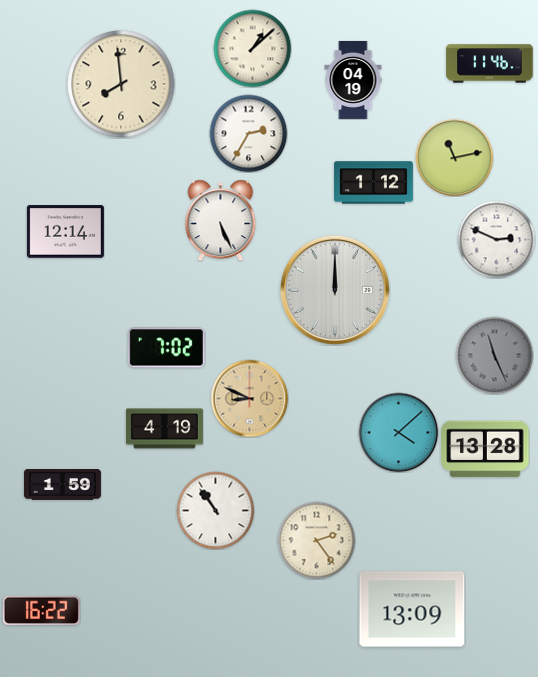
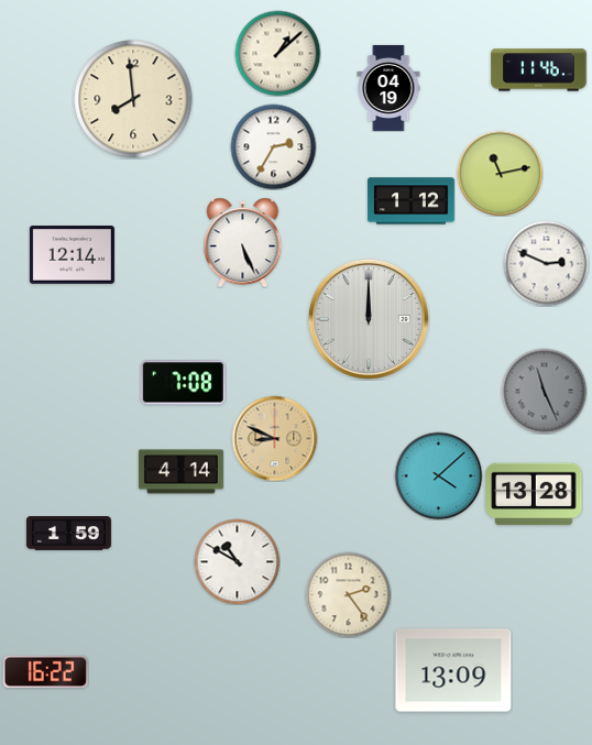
clock at (121, 84) position: (121, 84) -> (133, 99)
clock at (166, 348): 7:02 -> 7:08
clock at (164, 429): 4:19 -> 4:14
clock at (215, 510): 10:54 -> 10:50
